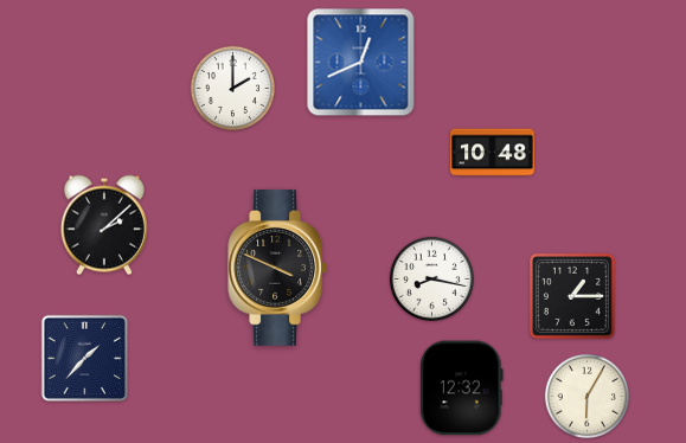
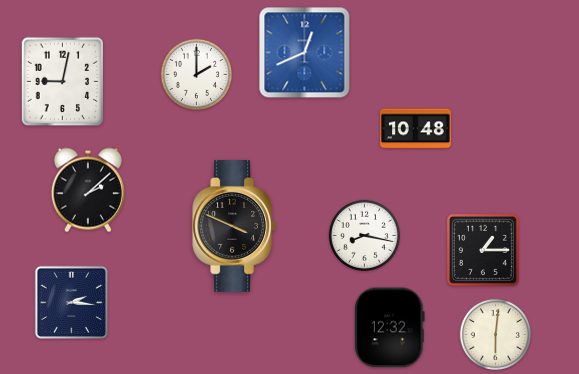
clock at (62, 82): none -> 9:02
clock at (84, 358): 1:37 -> 2:16
clock at (586, 396): 6:05 -> 6:01
